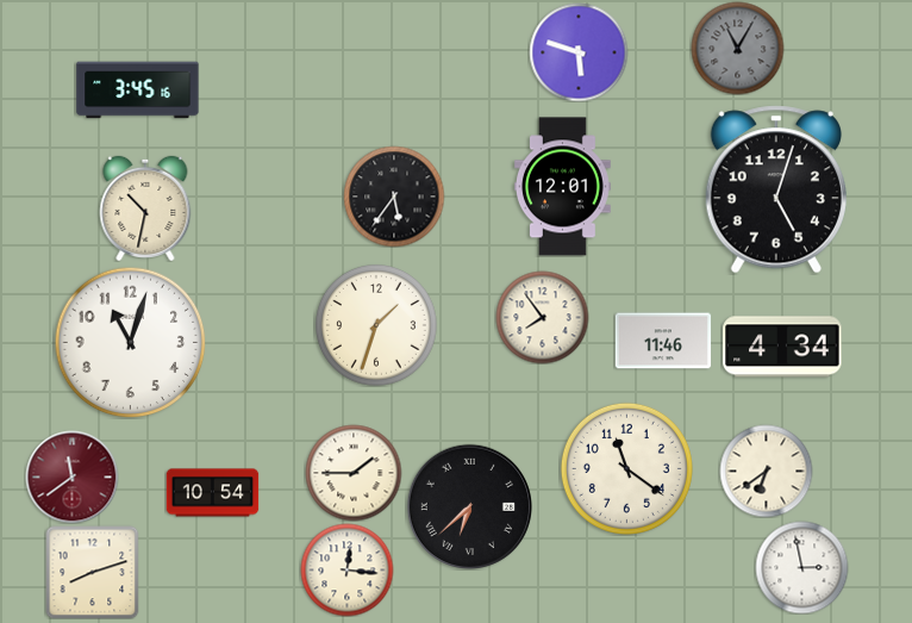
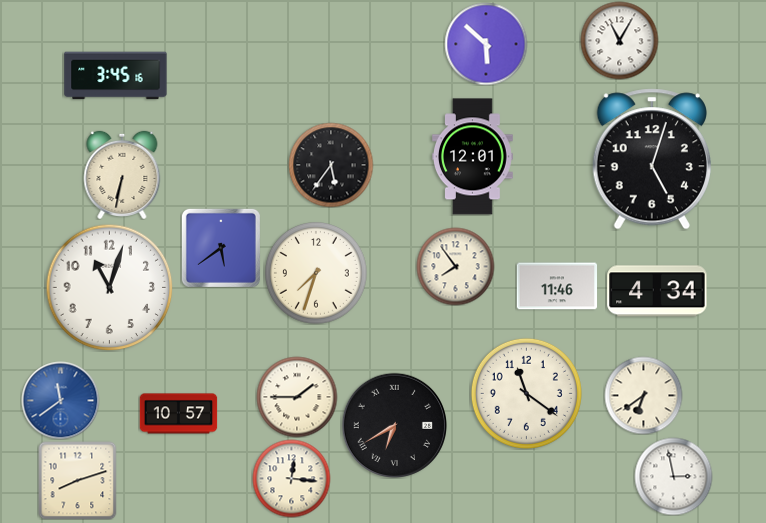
clock at (737, 48) dial: grey -> white
clock at (579, 52): 5:48 -> 5:52
clock at (145, 208): 10:32 -> 6:32
clock at (221, 248): none -> 5:39
clock at (377, 326): 1:33 -> 7:33
clock at (71, 476) dial: burgundy -> blue
clock at (212, 493): 10:54 -> 10:57
clock at (469, 506): 6:38 -> 6:40
